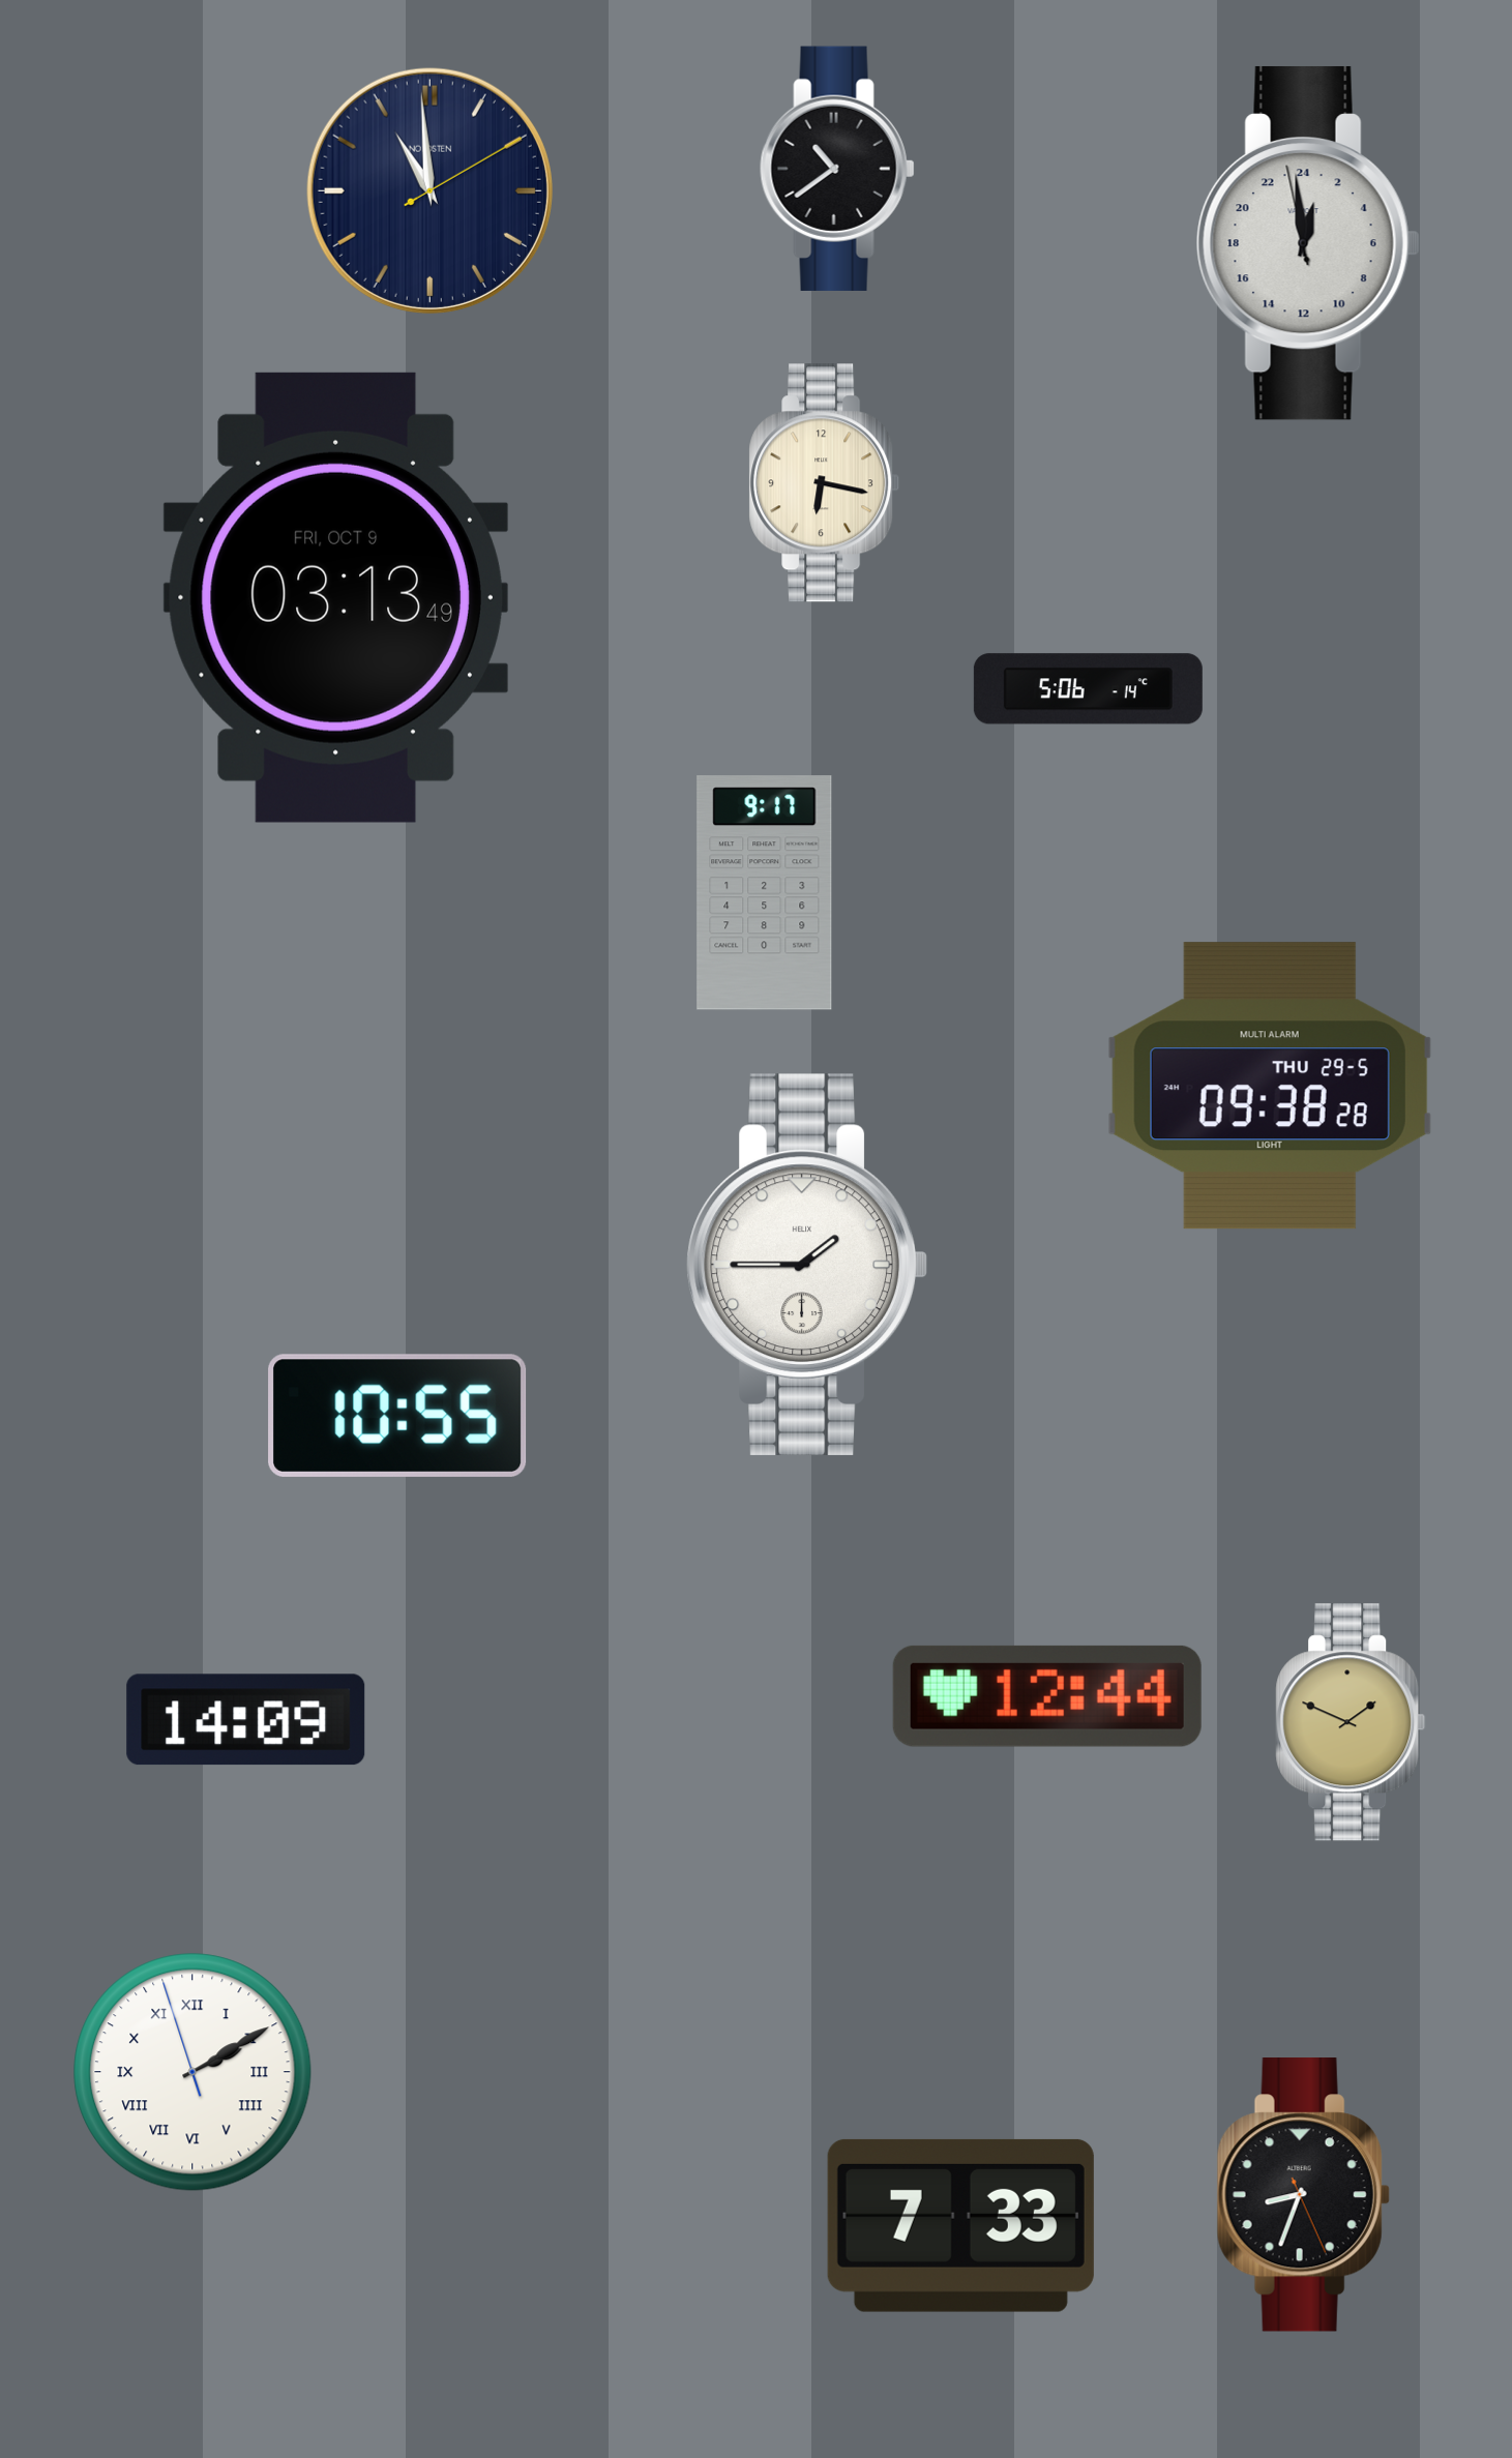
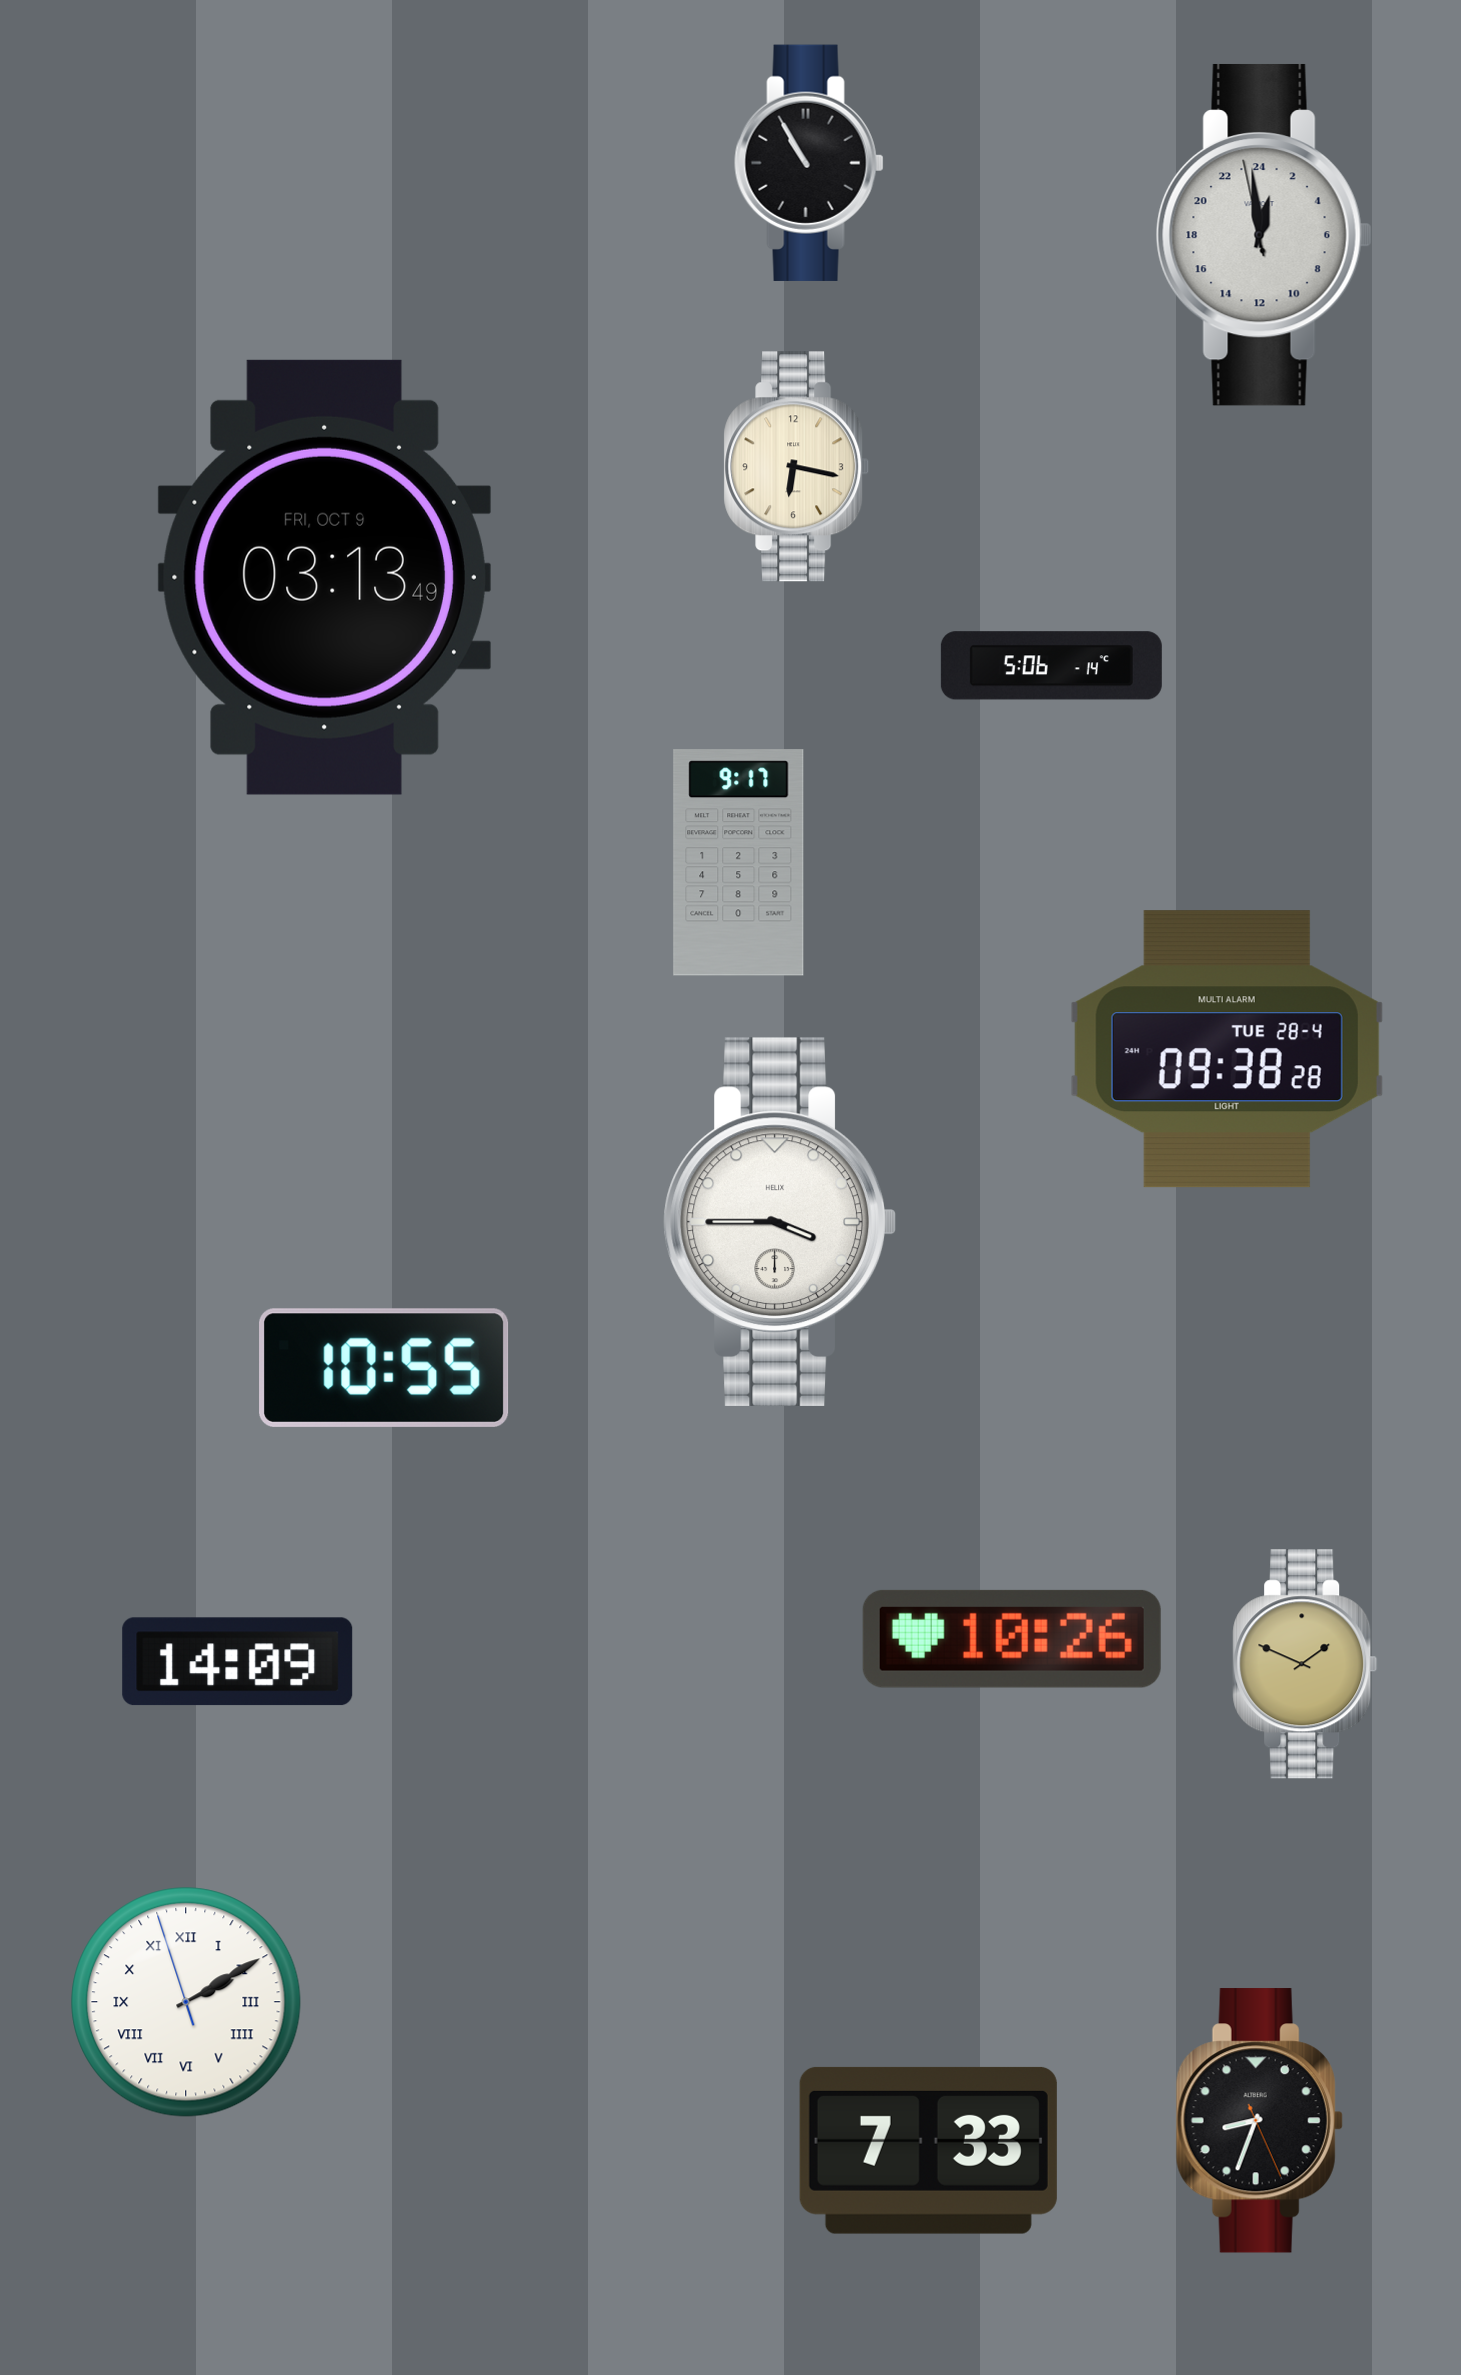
clock at (837, 169): 10:39 -> 10:55
clock at (429, 190): 10:59 -> none
clock at (1270, 1086) date: THU 29-5 -> TUE 28-4
clock at (807, 1265): 1:45 -> 3:45
clock at (1047, 1696): 12:44 -> 10:26
